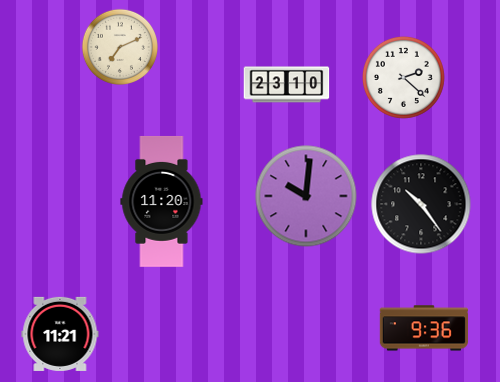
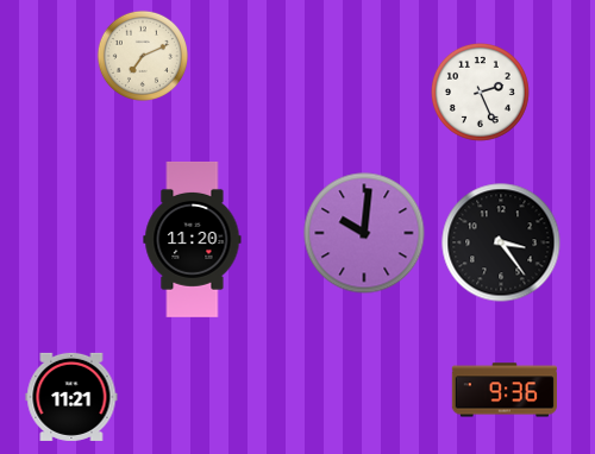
clock at (403, 77): 2:22 -> 2:26
clock at (287, 85): 23:10 -> none
clock at (421, 204): 10:24 -> 3:24
